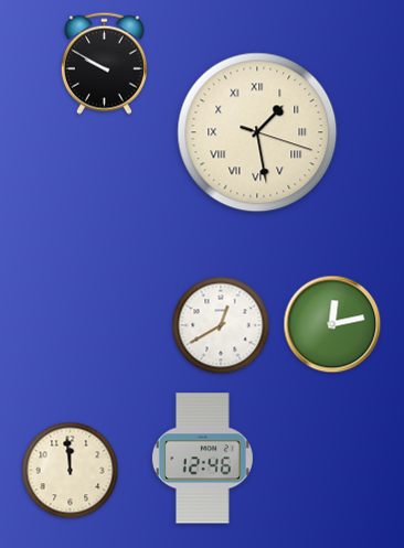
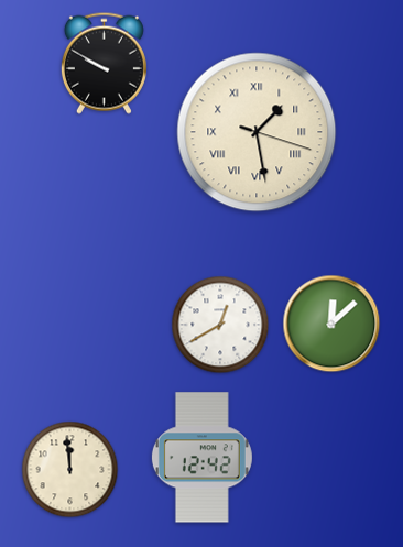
clock at (332, 324): 12:13 -> 12:08
clock at (202, 459): 12:46 -> 12:42
